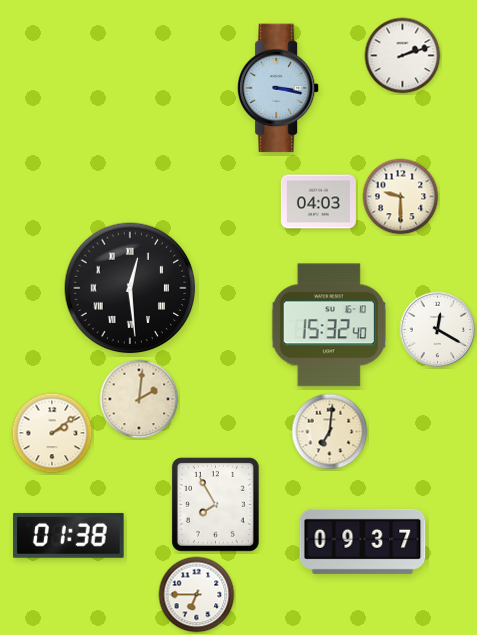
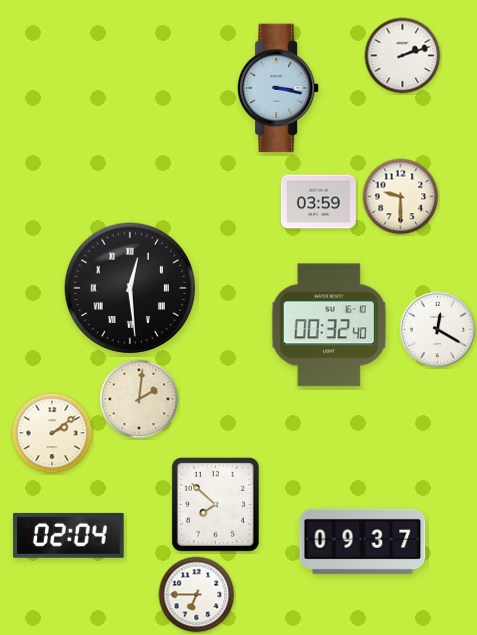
clock at (318, 202): 04:03 -> 03:59
clock at (329, 325): 15:32 -> 00:32
clock at (330, 432): 7:01 -> none
clock at (215, 504): 7:55 -> 7:52
clock at (69, 535): 01:38 -> 02:04
